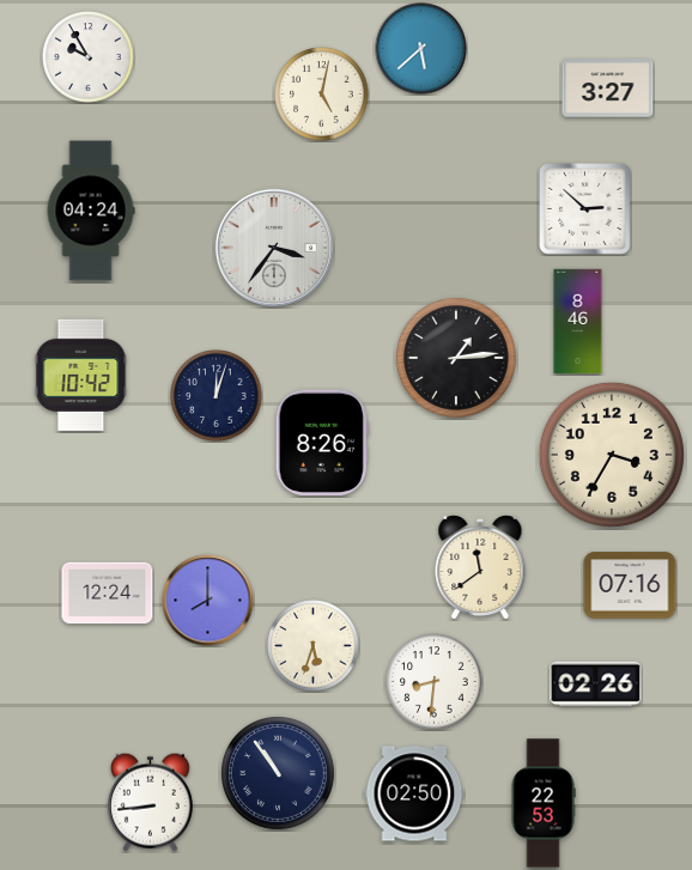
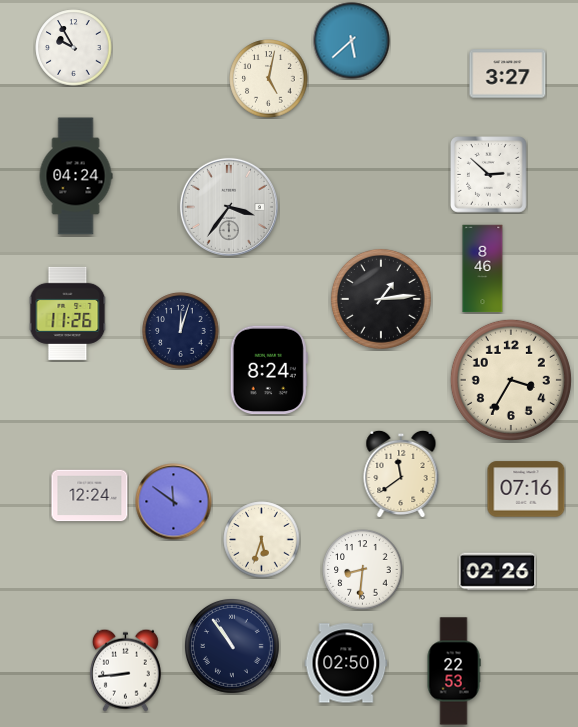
clock at (81, 375): 10:42 -> 11:26
clock at (322, 443): 8:26 -> 8:24
clock at (208, 601): 8:00 -> 11:51
